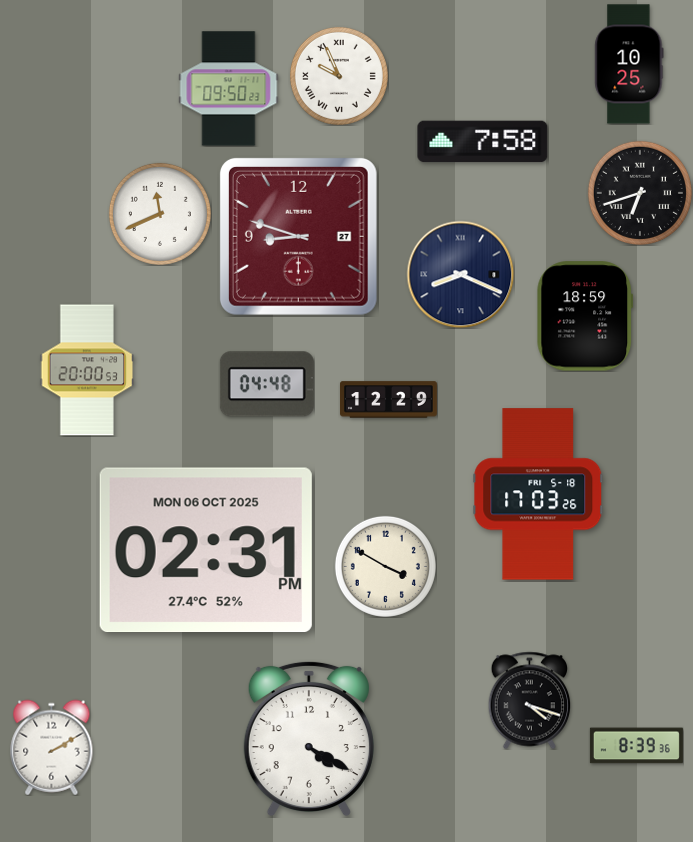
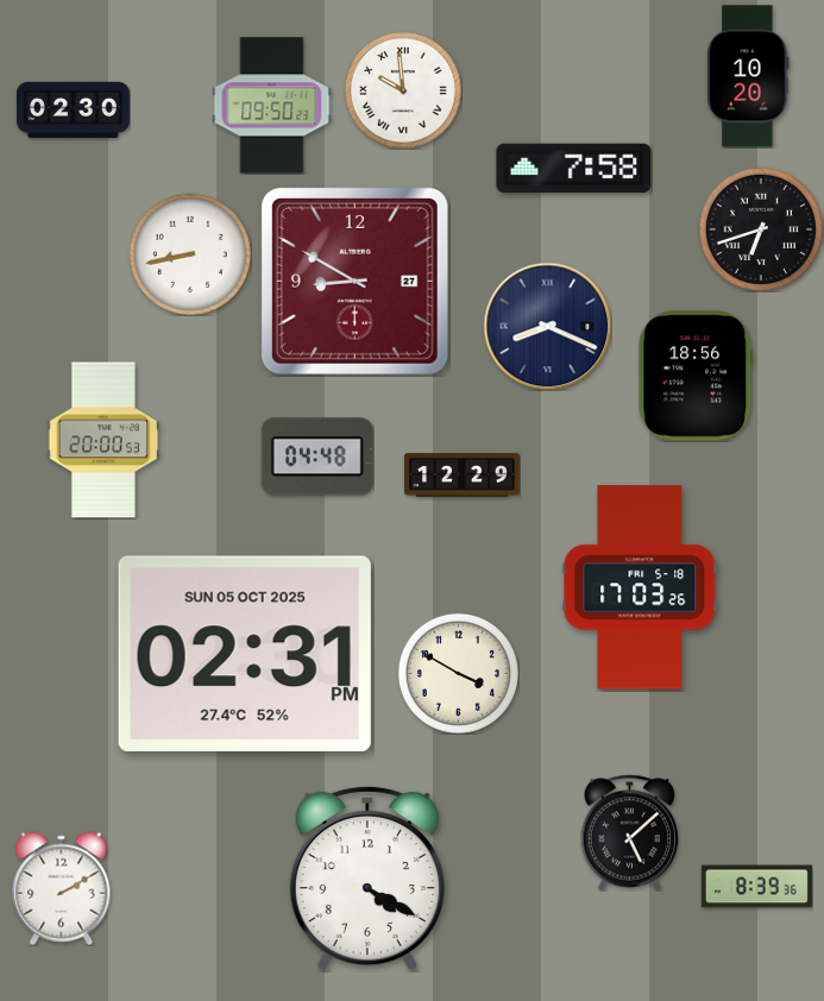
clock at (629, 64): 10:25 -> 10:20
clock at (339, 76): 9:56 -> 9:59
clock at (73, 109): none -> 02:30
clock at (160, 214): 11:41 -> 8:43
clock at (298, 236): 8:48 -> 8:50
clock at (585, 316): 18:59 -> 18:56
clock at (206, 549) date: MON 06 OCT 2025 -> SUN 05 OCT 2025
clock at (530, 700): 4:18 -> 5:08
